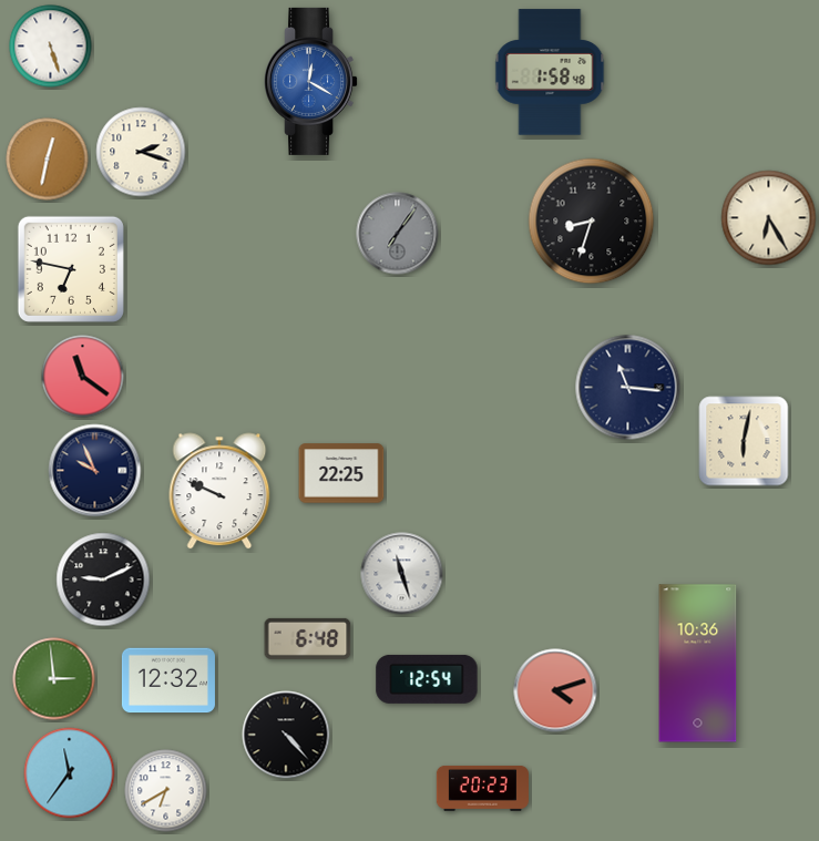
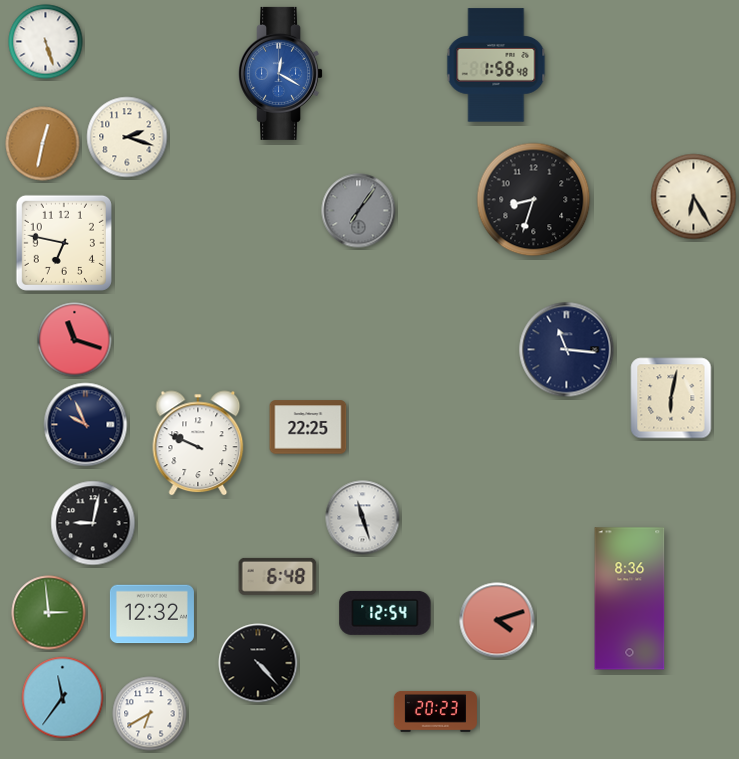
clock at (83, 377): 11:21 -> 11:18
clock at (103, 580): 9:11 -> 9:02
clock at (698, 664): 10:36 -> 8:36
clock at (555, 690) position: (555, 690) -> (497, 620)
